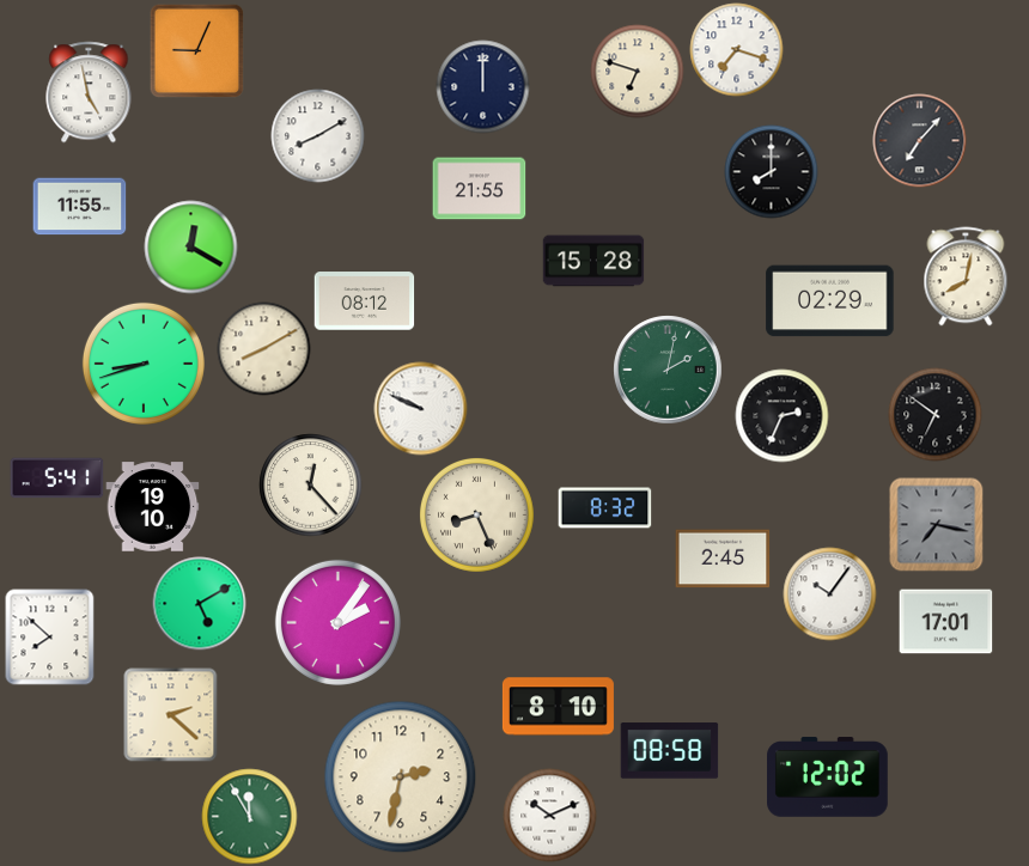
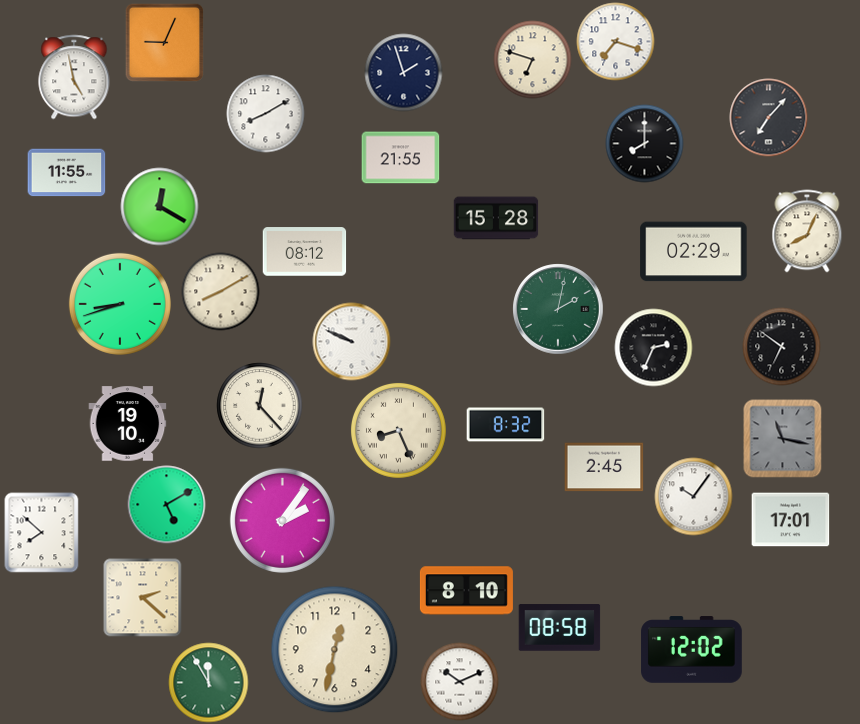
clock at (482, 86): 12:00 -> 1:57
clock at (966, 276): 8:02 -> 8:04
clock at (56, 478): 5:41 -> none
clock at (936, 524): 7:17 -> 11:17
clock at (400, 776): 2:32 -> 12:32
